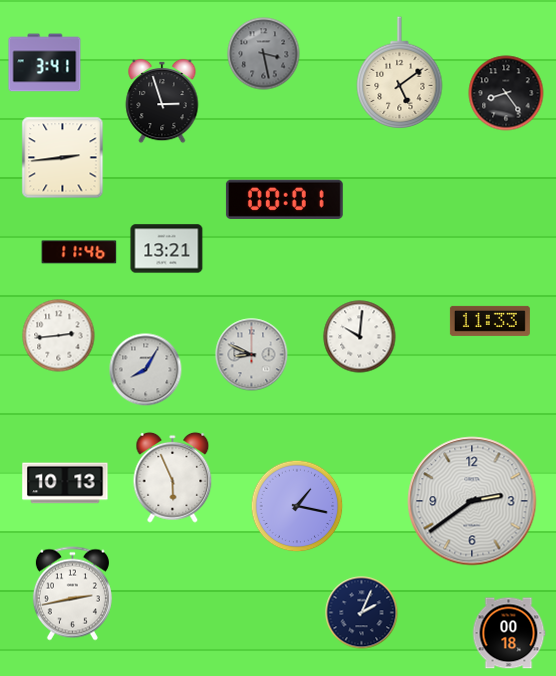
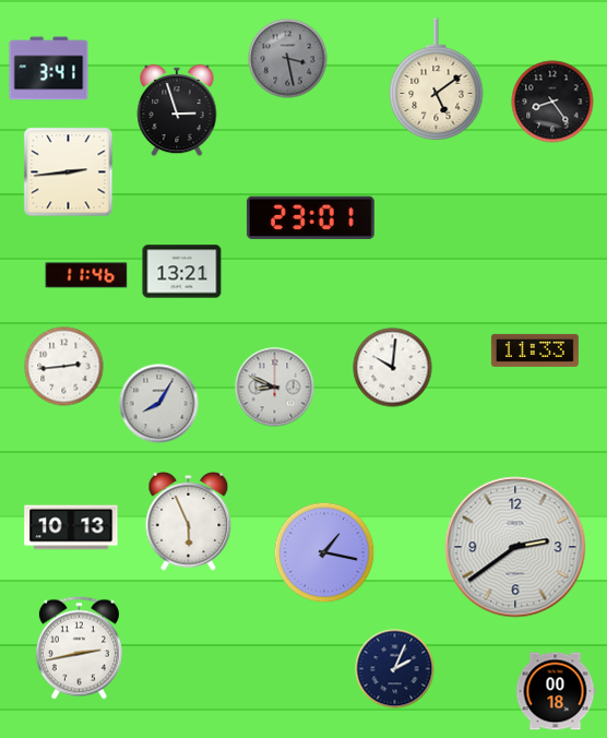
clock at (284, 199): 00:01 -> 23:01
